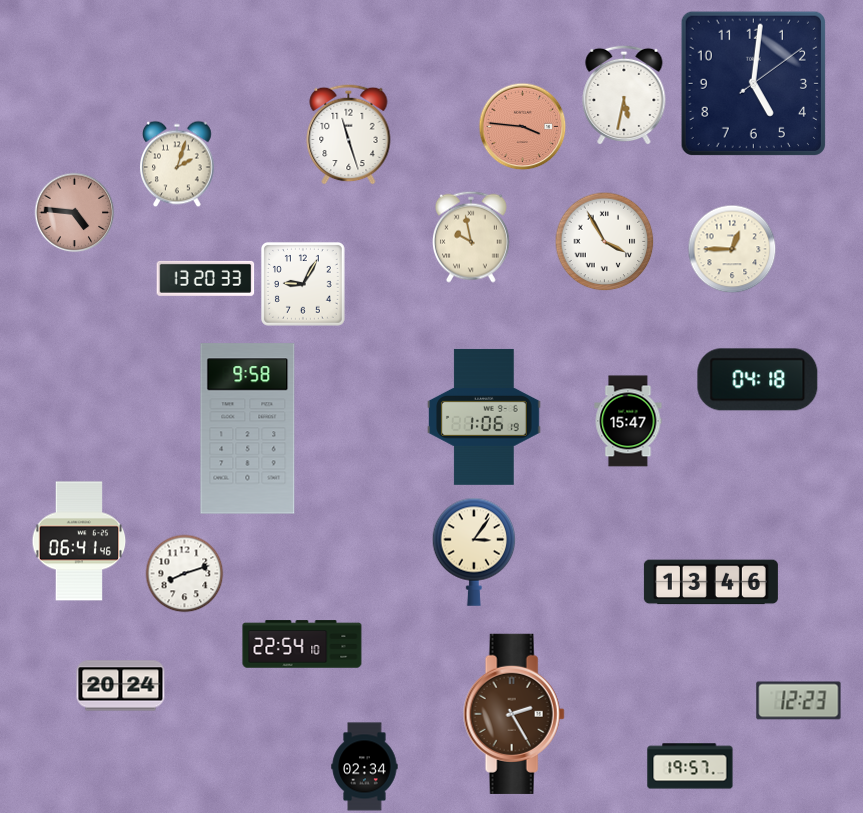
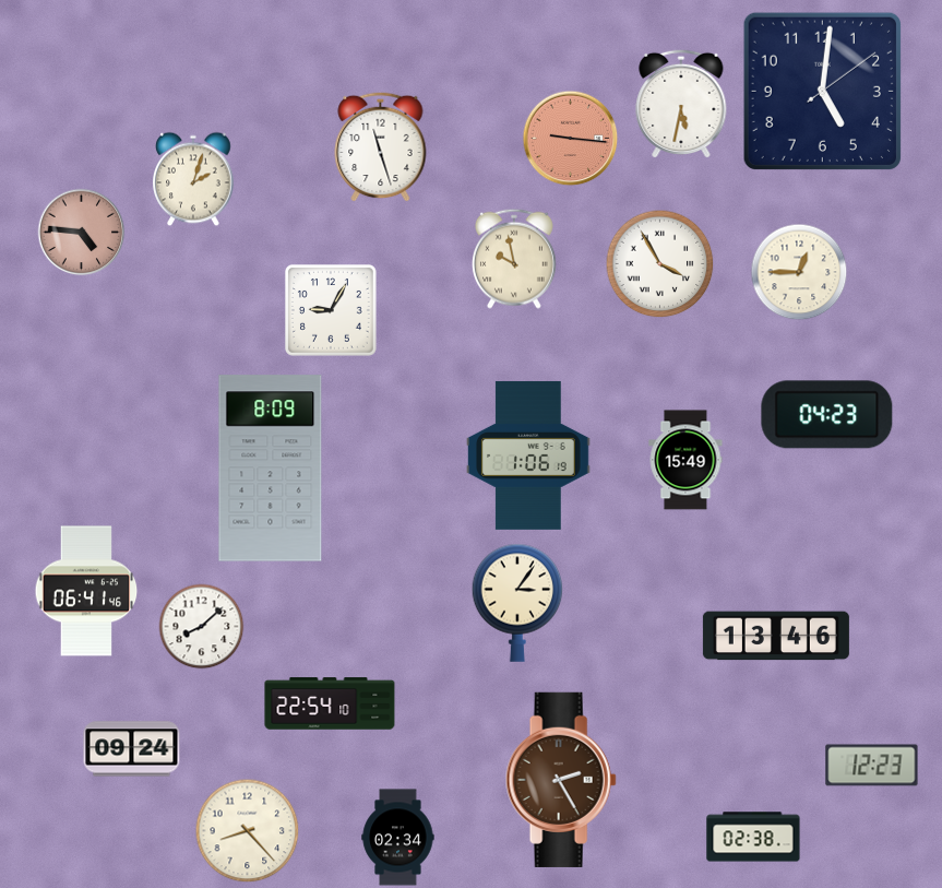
clock at (523, 127): 3:46 -> 9:16
clock at (206, 278): 13:20 -> none
clock at (758, 380): 04:18 -> 04:23
clock at (628, 421): 15:47 -> 15:49
clock at (248, 429): 9:58 -> 8:09
clock at (185, 574): 8:12 -> 8:08
clock at (121, 686): 20:24 -> 09:24
clock at (248, 831): none -> 8:23
clock at (690, 766): 19:57 -> 02:38
